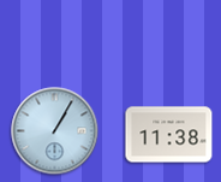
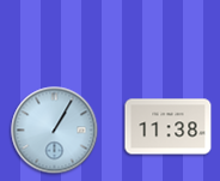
clock at (169, 135) position: (169, 135) -> (169, 127)
